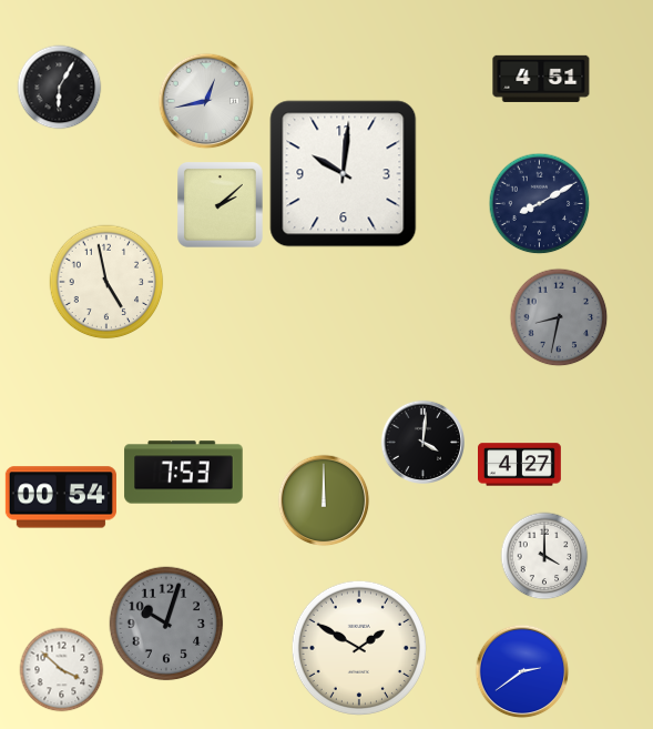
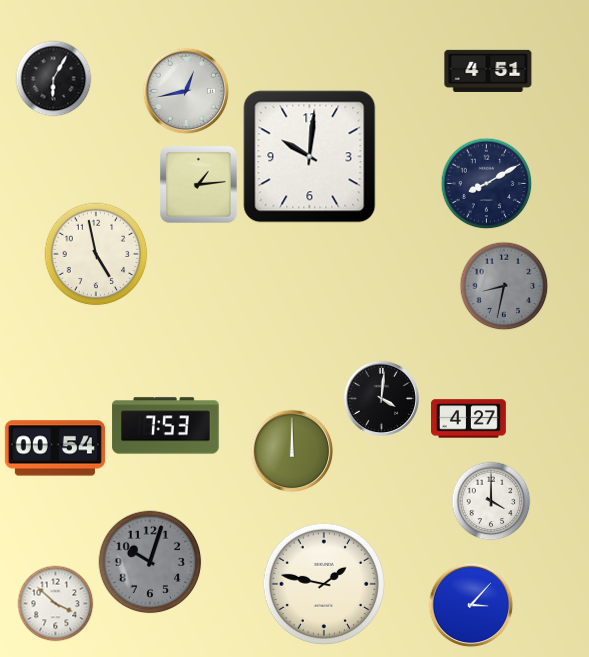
clock at (221, 205): 2:08 -> 1:14
clock at (359, 648): 1:50 -> 1:47
clock at (522, 671): 2:39 -> 3:07
